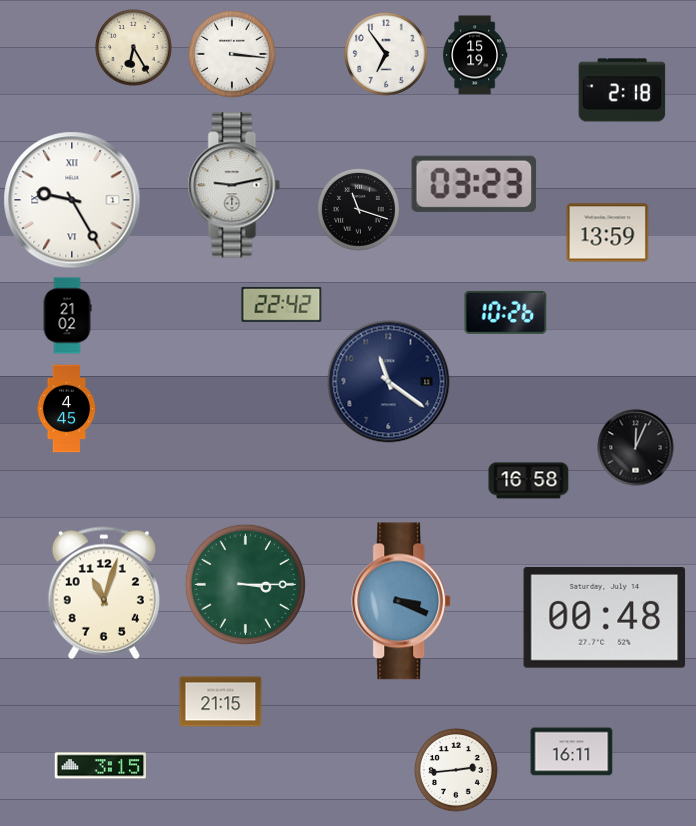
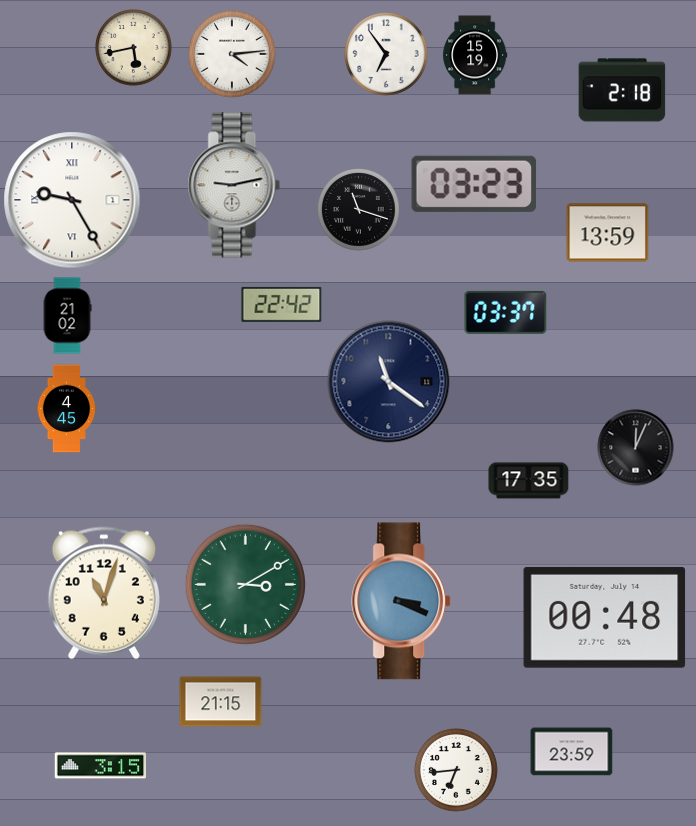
clock at (134, 48): 6:25 -> 5:43
clock at (233, 55): 3:16 -> 4:14
clock at (506, 312): 10:26 -> 03:37
clock at (529, 481): 16:58 -> 17:35
clock at (245, 584): 3:15 -> 3:10
clock at (572, 752): 16:11 -> 23:59
clock at (457, 771): 2:44 -> 6:44
